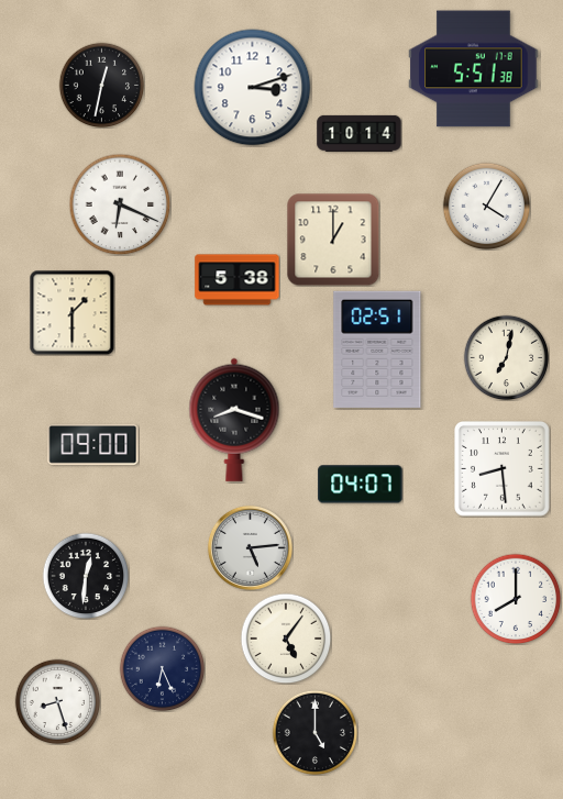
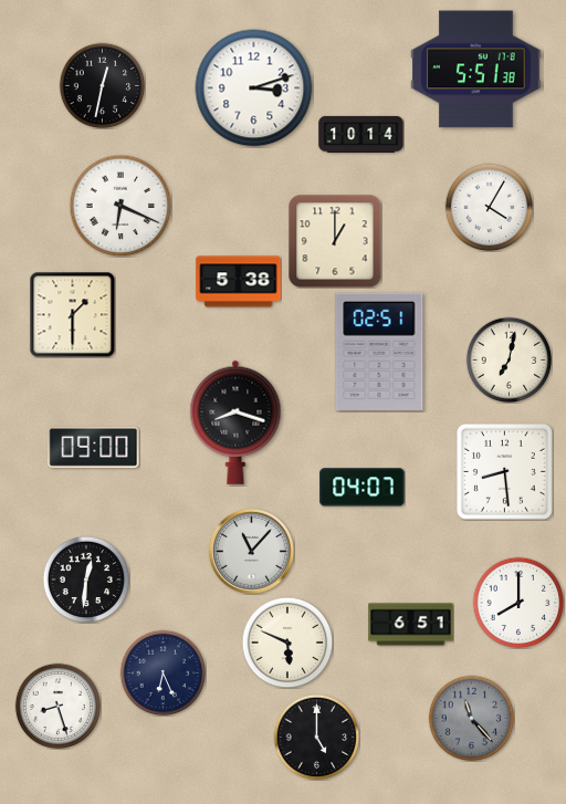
clock at (250, 547): 5:14 -> 11:07
clock at (411, 625): none -> 6:51
clock at (286, 639): 5:06 -> 5:49
clock at (471, 718): none -> 11:23
